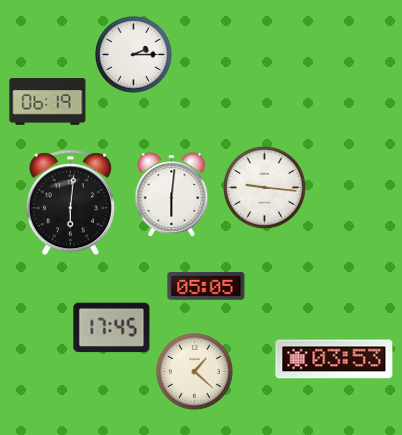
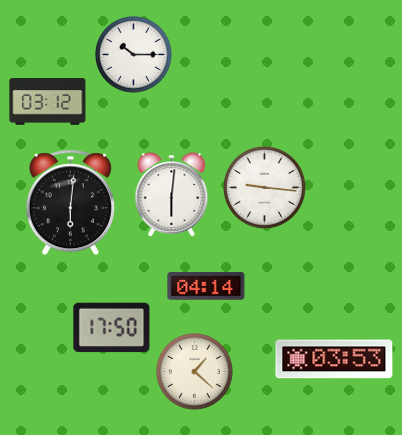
clock at (134, 55): 2:15 -> 10:15
clock at (48, 102): 06:19 -> 03:12
clock at (206, 286): 05:05 -> 04:14
clock at (112, 328): 17:45 -> 17:50
